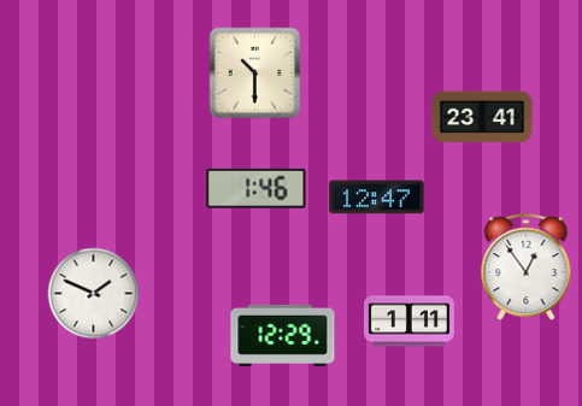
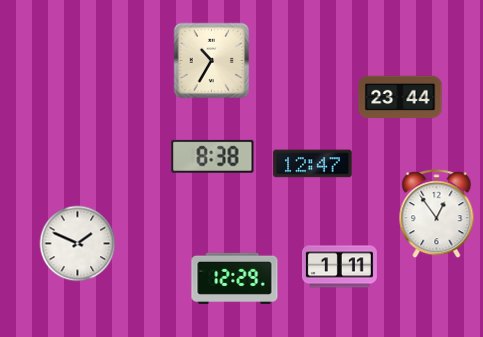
clock at (255, 73): 10:30 -> 10:35
clock at (482, 117): 23:41 -> 23:44
clock at (257, 188): 1:46 -> 8:38
clock at (527, 267) position: (527, 267) -> (437, 214)
